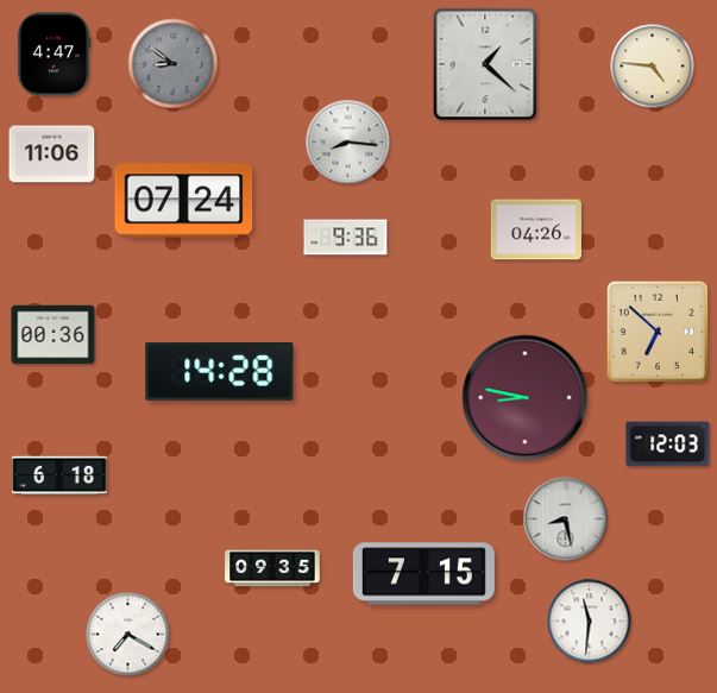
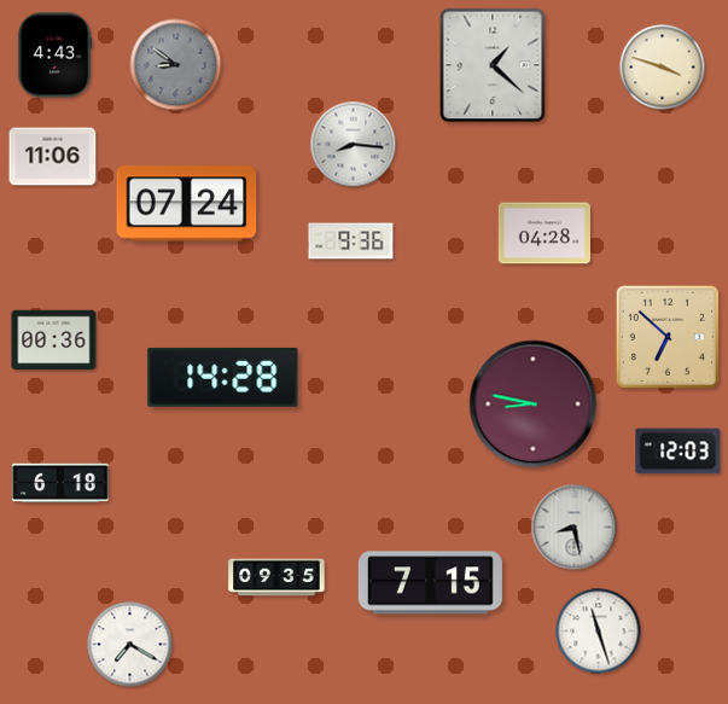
clock at (54, 55): 4:47 -> 4:43
clock at (653, 67): 4:46 -> 3:48
clock at (536, 229): 04:26 -> 04:28
clock at (590, 622): 11:31 -> 11:27
